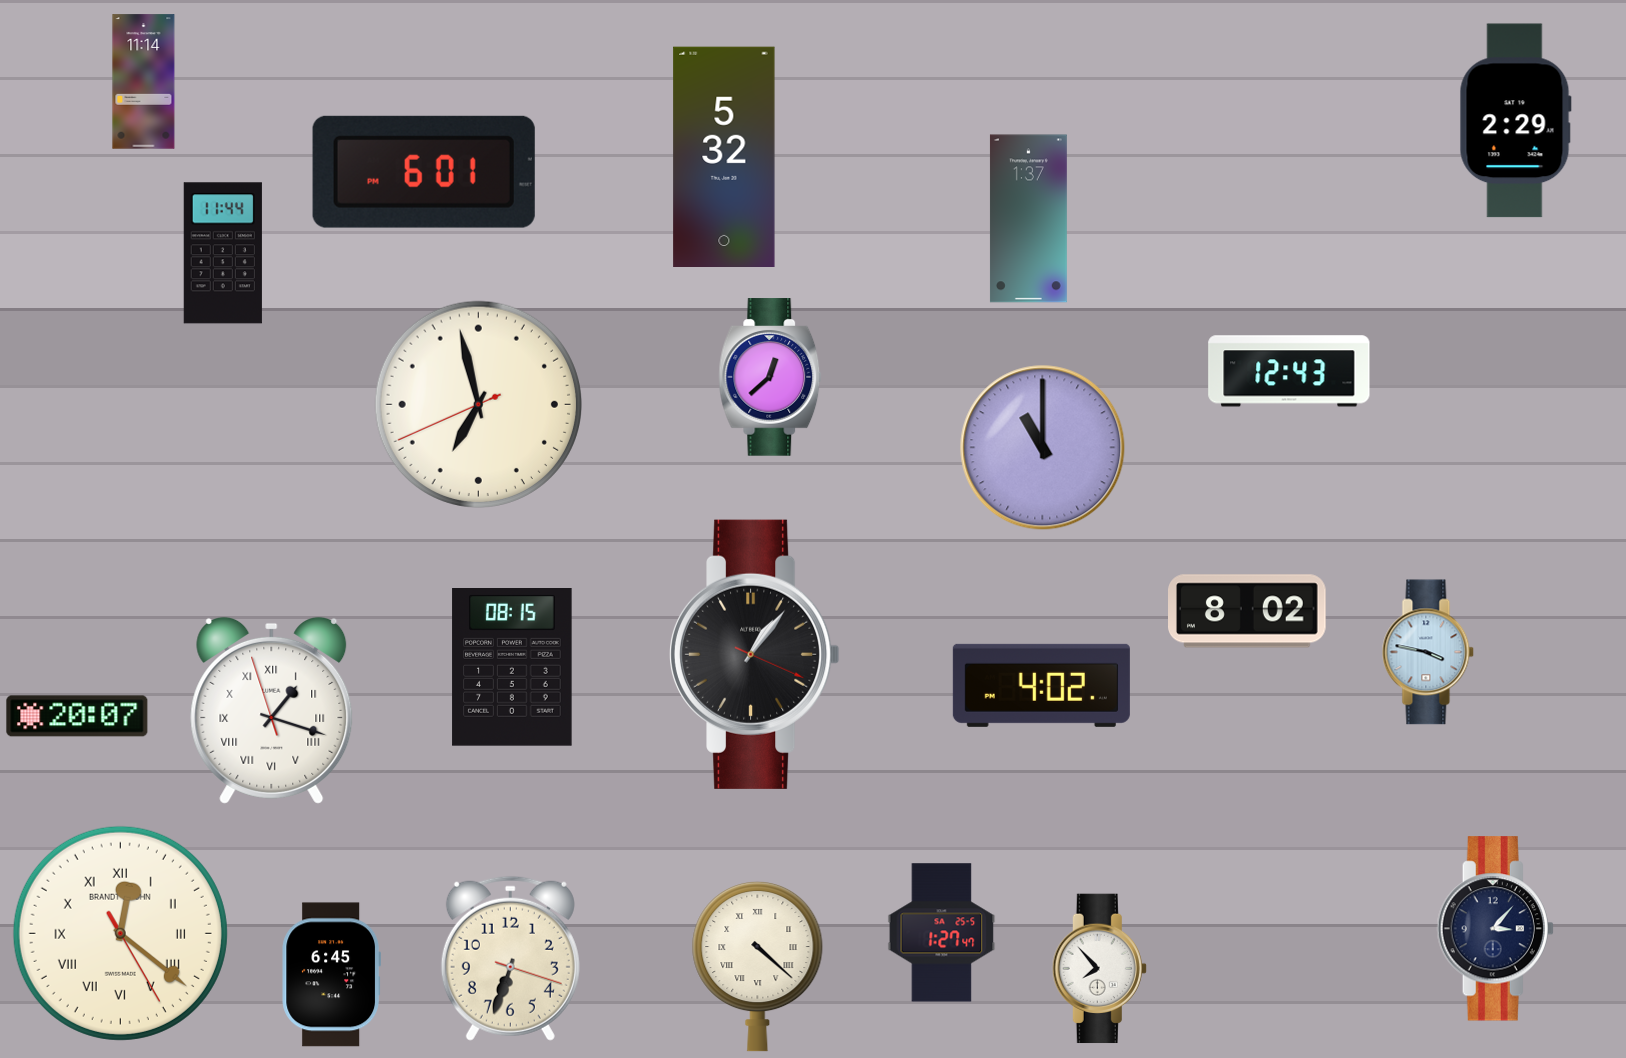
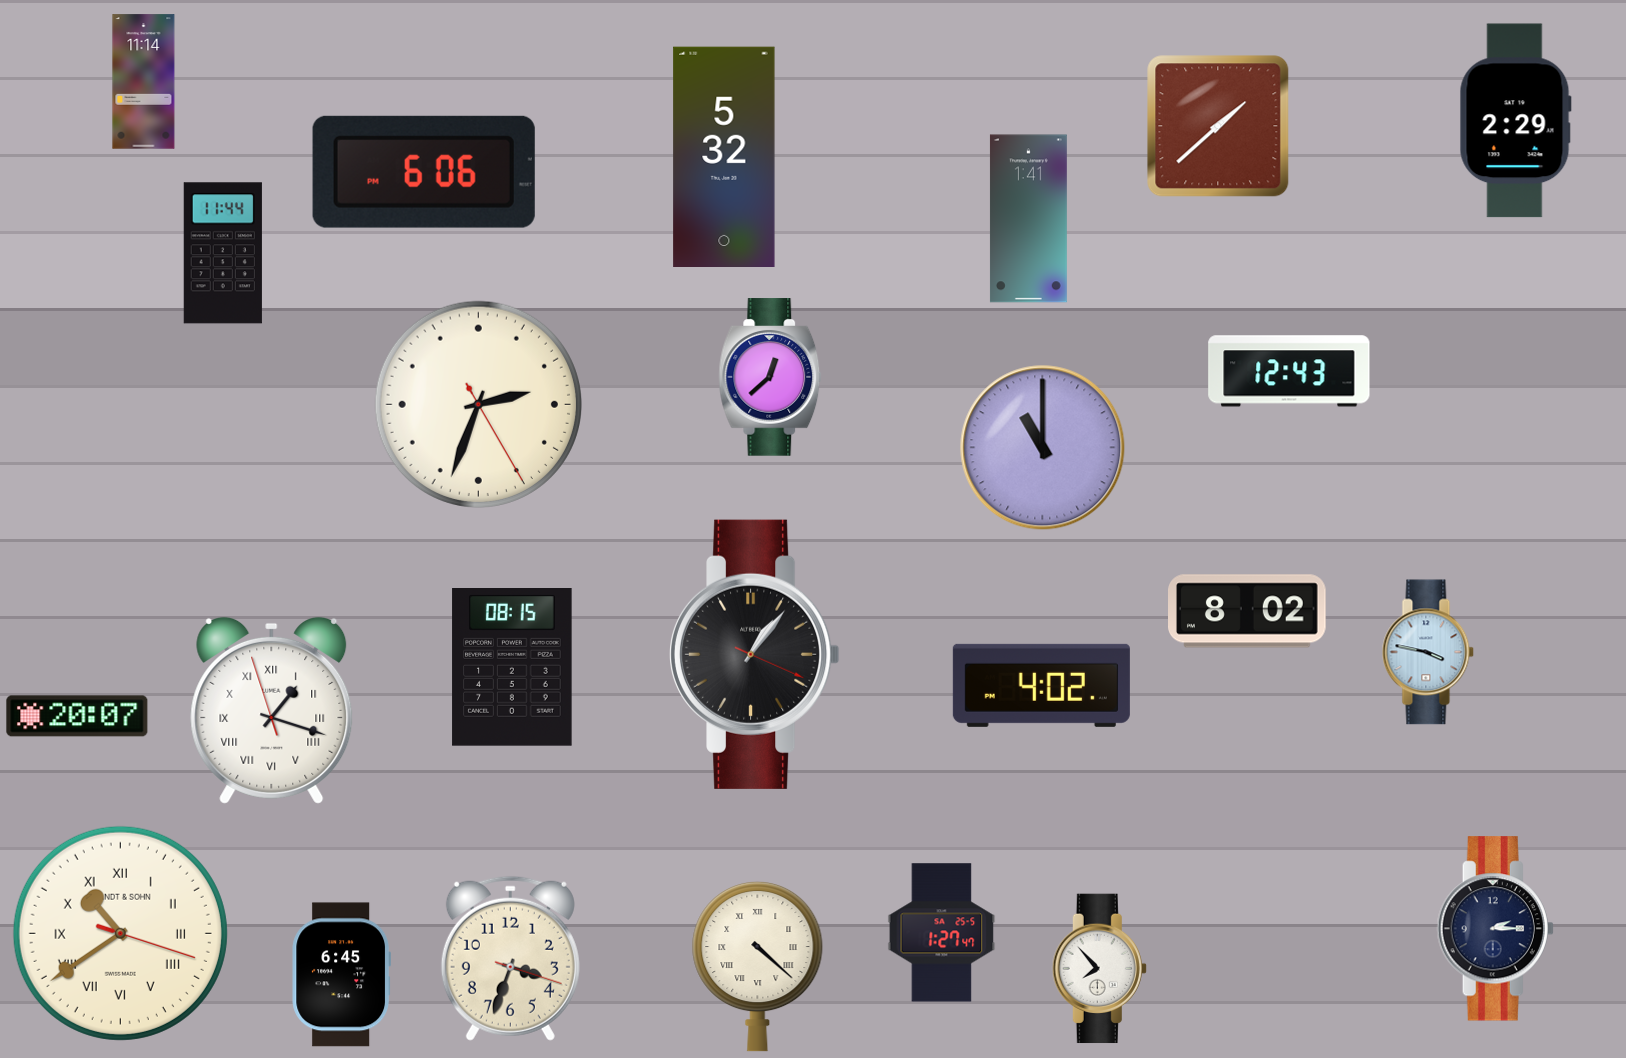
clock at (1218, 126): none -> 1:38
clock at (424, 172): 6:01 -> 6:06
clock at (1028, 219): 1:37 -> 1:41
clock at (478, 404): 6:57 -> 2:33
clock at (1495, 929): 3:07 -> 2:15
clock at (120, 933): 12:21 -> 10:39
clock at (510, 958): 6:33 -> 3:33
clock at (331, 975) position: (331, 975) -> (341, 975)
